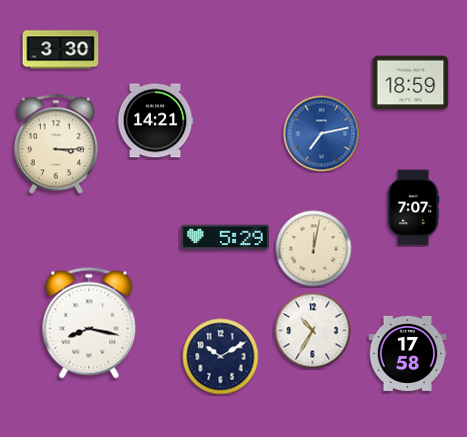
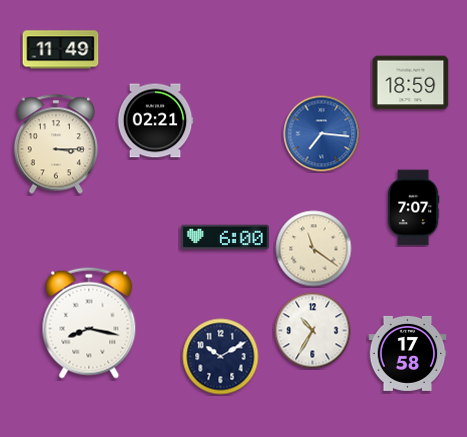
clock at (61, 50): 3:30 -> 11:49
clock at (155, 121): 14:21 -> 02:21
clock at (322, 134): 7:13 -> 7:16
clock at (226, 237): 5:29 -> 6:00
clock at (314, 249): 12:02 -> 11:21
